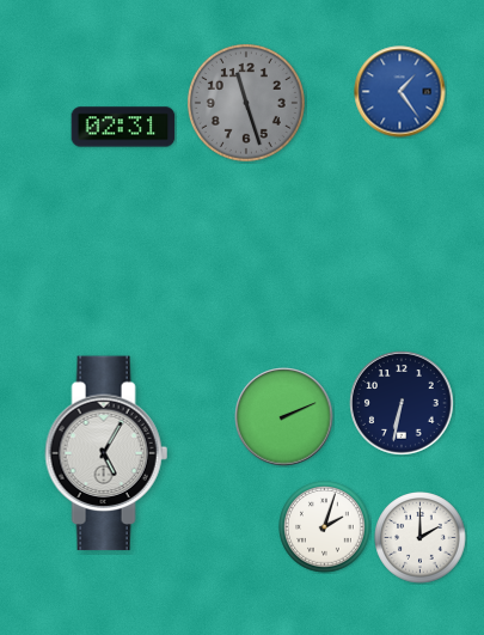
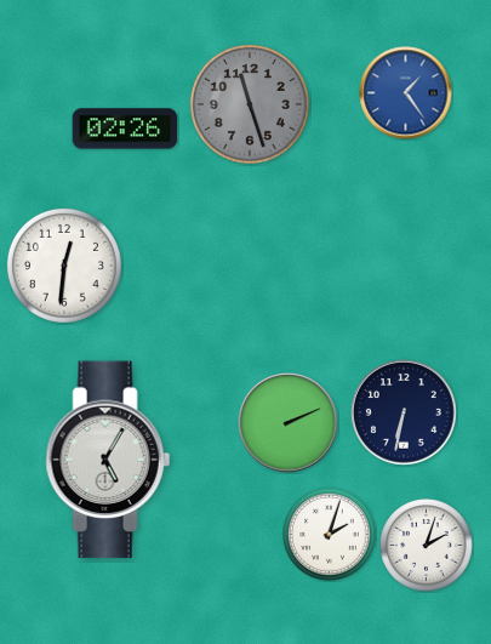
clock at (123, 127): 02:31 -> 02:26
clock at (64, 266): none -> 12:31
clock at (403, 404) position: (403, 404) -> (405, 414)
clock at (421, 538): 2:00 -> 2:03
